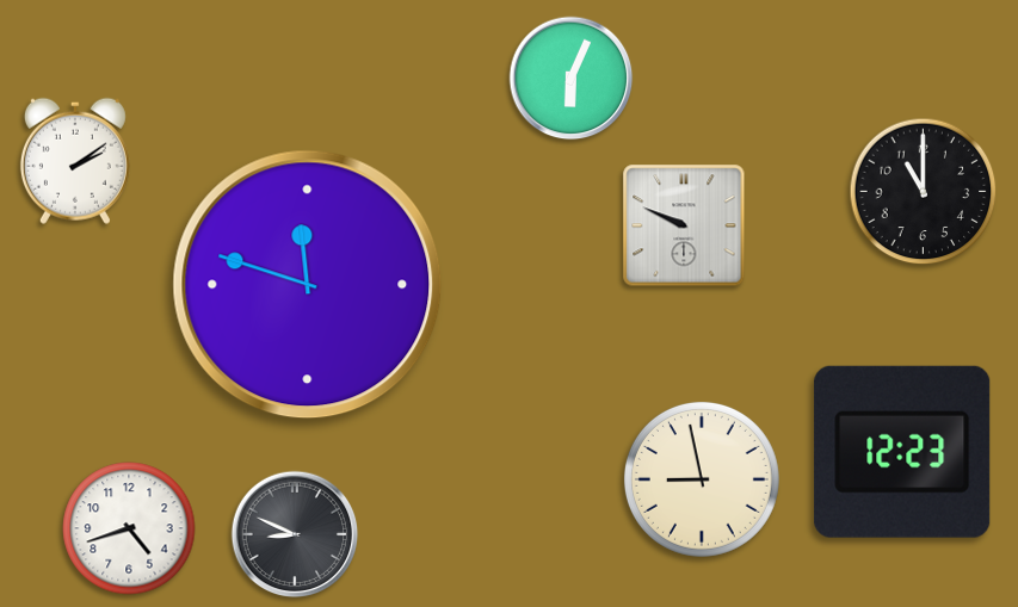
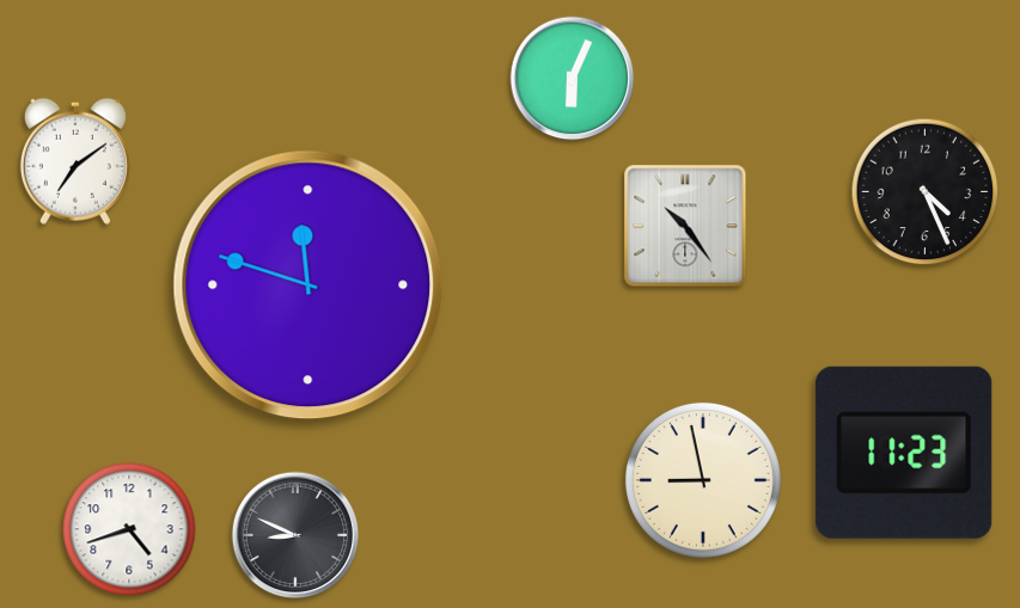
clock at (75, 161): 2:09 -> 7:09
clock at (924, 192): 11:00 -> 4:26
clock at (684, 225): 9:49 -> 10:24
clock at (902, 452): 12:23 -> 11:23
